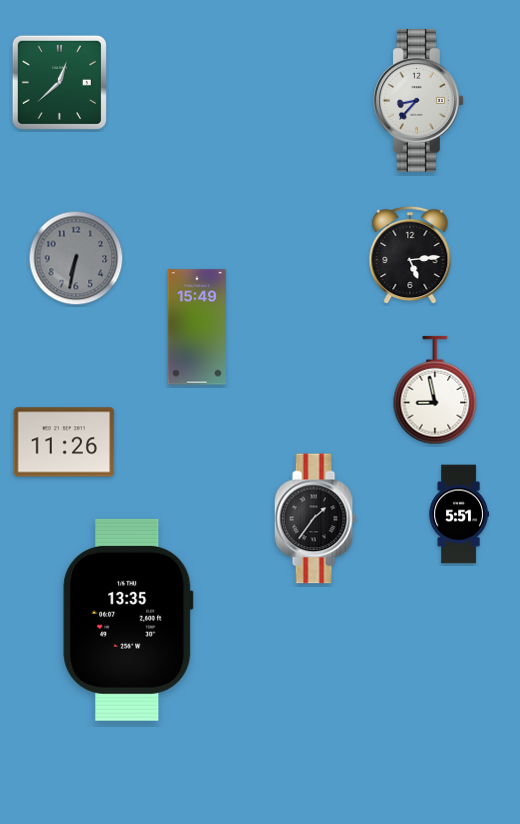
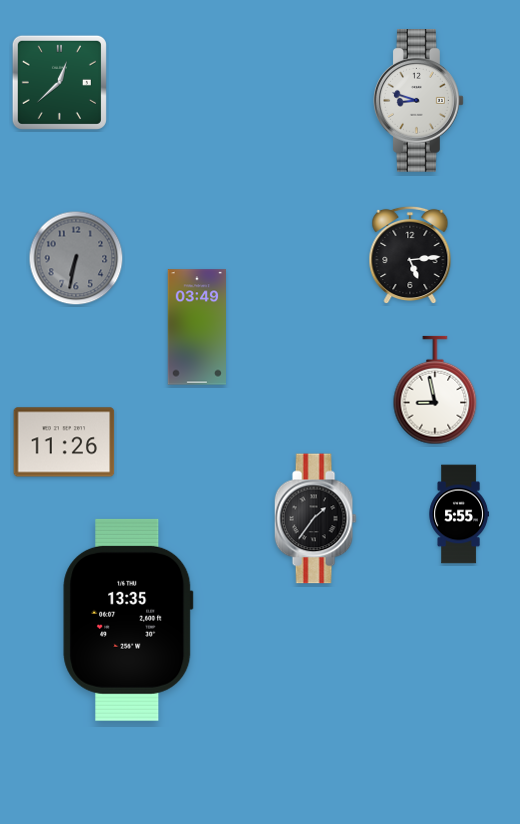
clock at (419, 101): 8:37 -> 8:48
clock at (197, 327): 15:49 -> 03:49
clock at (458, 514): 5:51 -> 5:55
